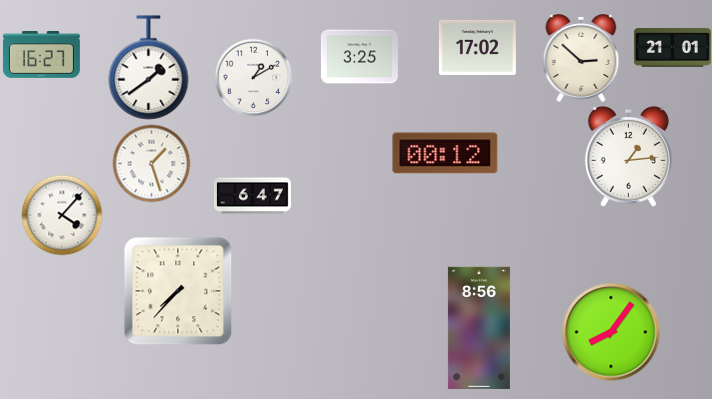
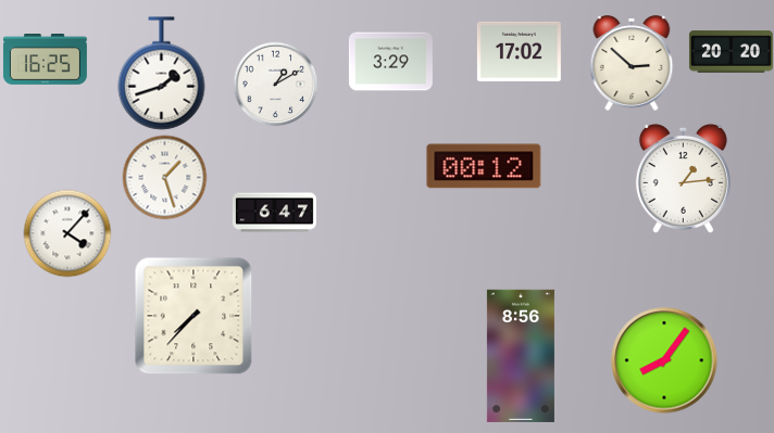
clock at (672, 48): 21:01 -> 20:20
clock at (41, 55): 16:27 -> 16:25
clock at (359, 57): 3:25 -> 3:29
clock at (149, 68): 1:39 -> 1:42
clock at (628, 156) position: (628, 156) -> (683, 178)
